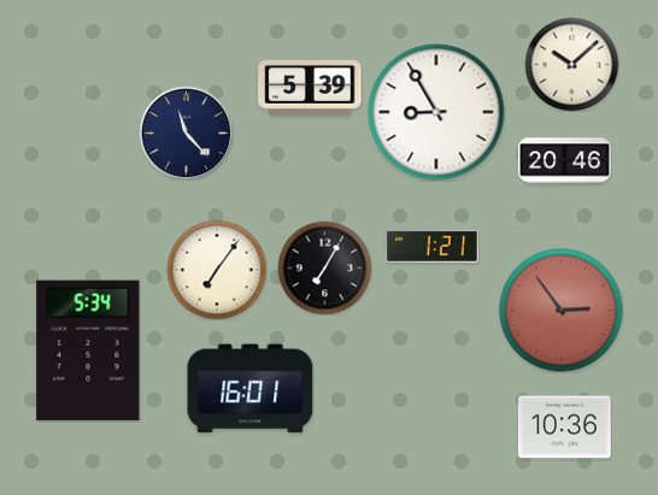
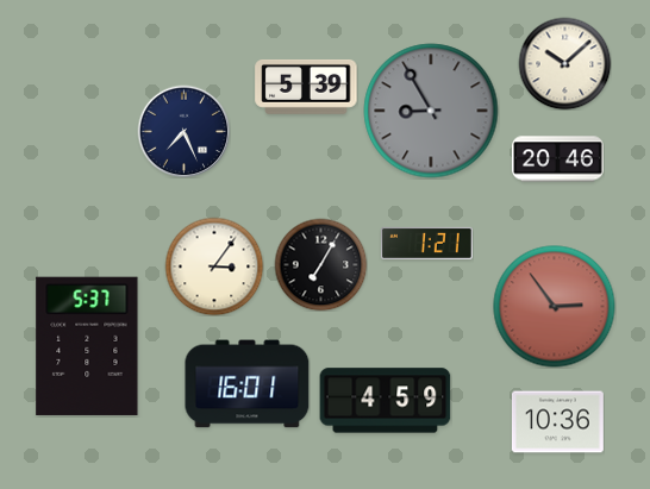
clock at (436, 112) dial: white -> grey
clock at (186, 132): 11:23 -> 7:26
clock at (217, 270): 7:06 -> 3:06
clock at (88, 350): 5:34 -> 5:37
clock at (386, 401): none -> 4:59
